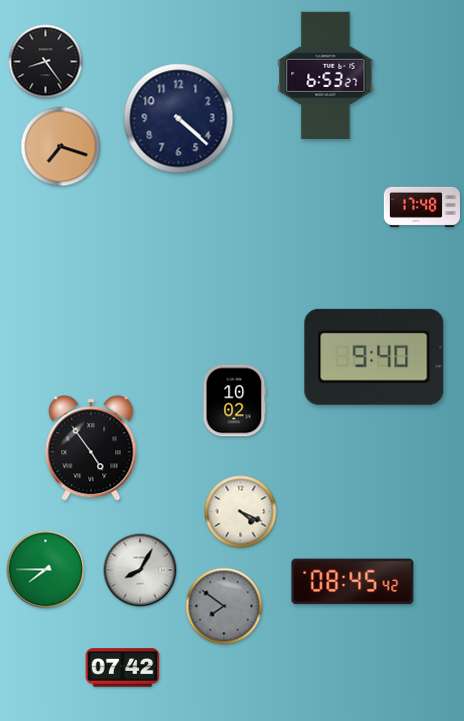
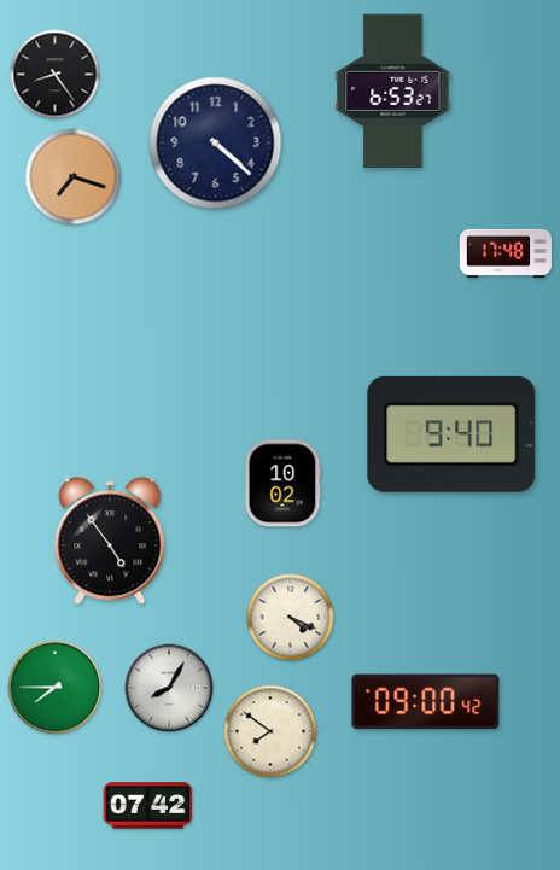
clock at (422, 207) position: (422, 207) -> (506, 253)
clock at (374, 357) position: (374, 357) -> (451, 434)
clock at (353, 582): 08:45 -> 09:00
clock at (224, 606) dial: grey -> cream
